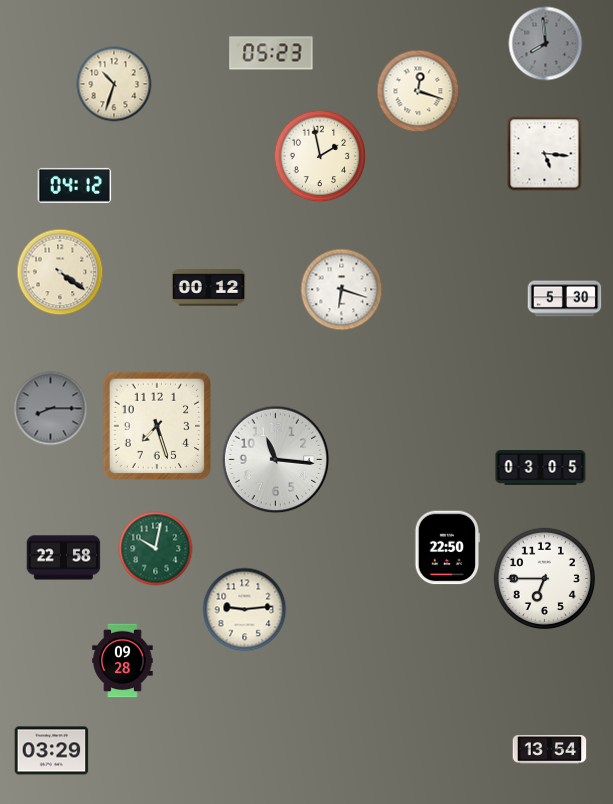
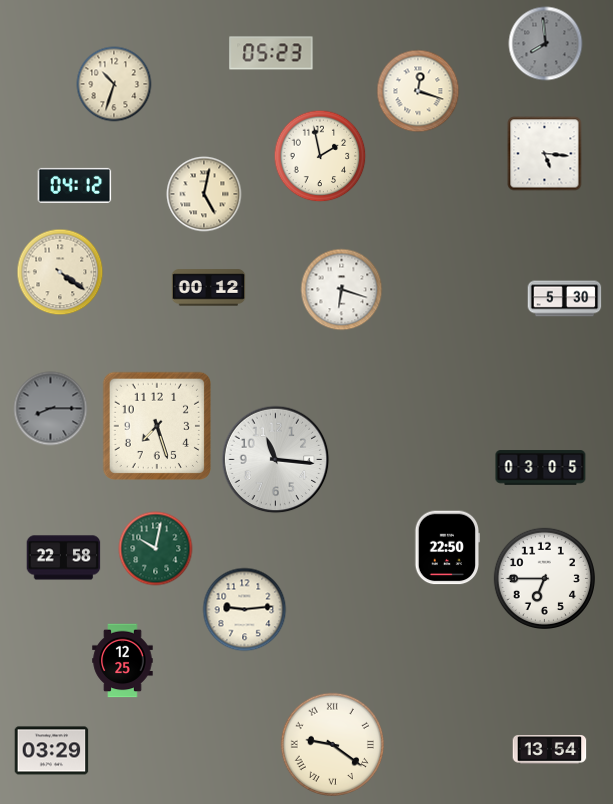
clock at (204, 194): none -> 5:02
clock at (123, 661): 09:28 -> 12:25
clock at (332, 744): none -> 9:21
